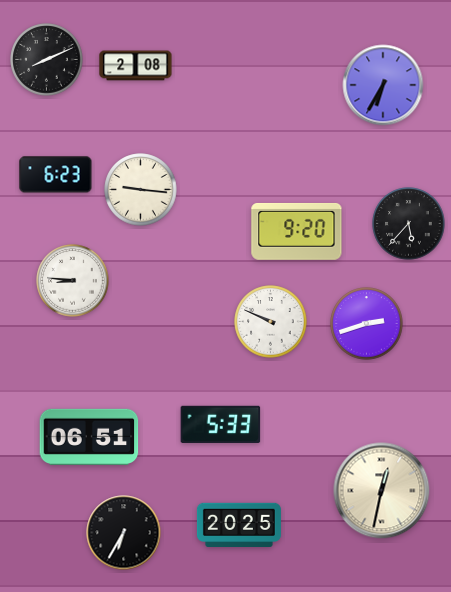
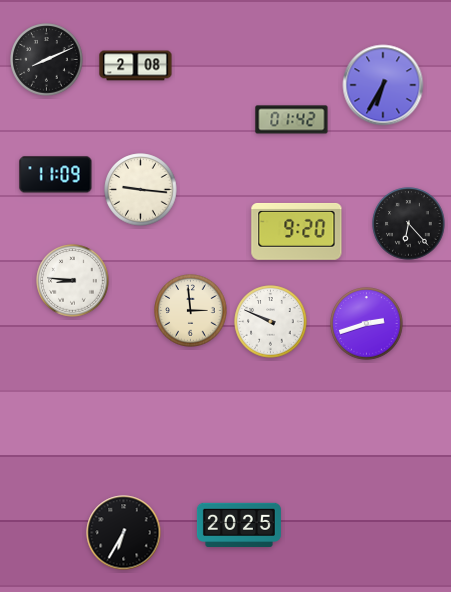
clock at (292, 120): none -> 01:42
clock at (56, 175): 6:23 -> 11:09
clock at (409, 224): 5:37 -> 6:23
clock at (191, 311): none -> 2:59
clock at (221, 424): 5:33 -> none
clock at (89, 437): 06:51 -> none
clock at (382, 491): 12:32 -> none
